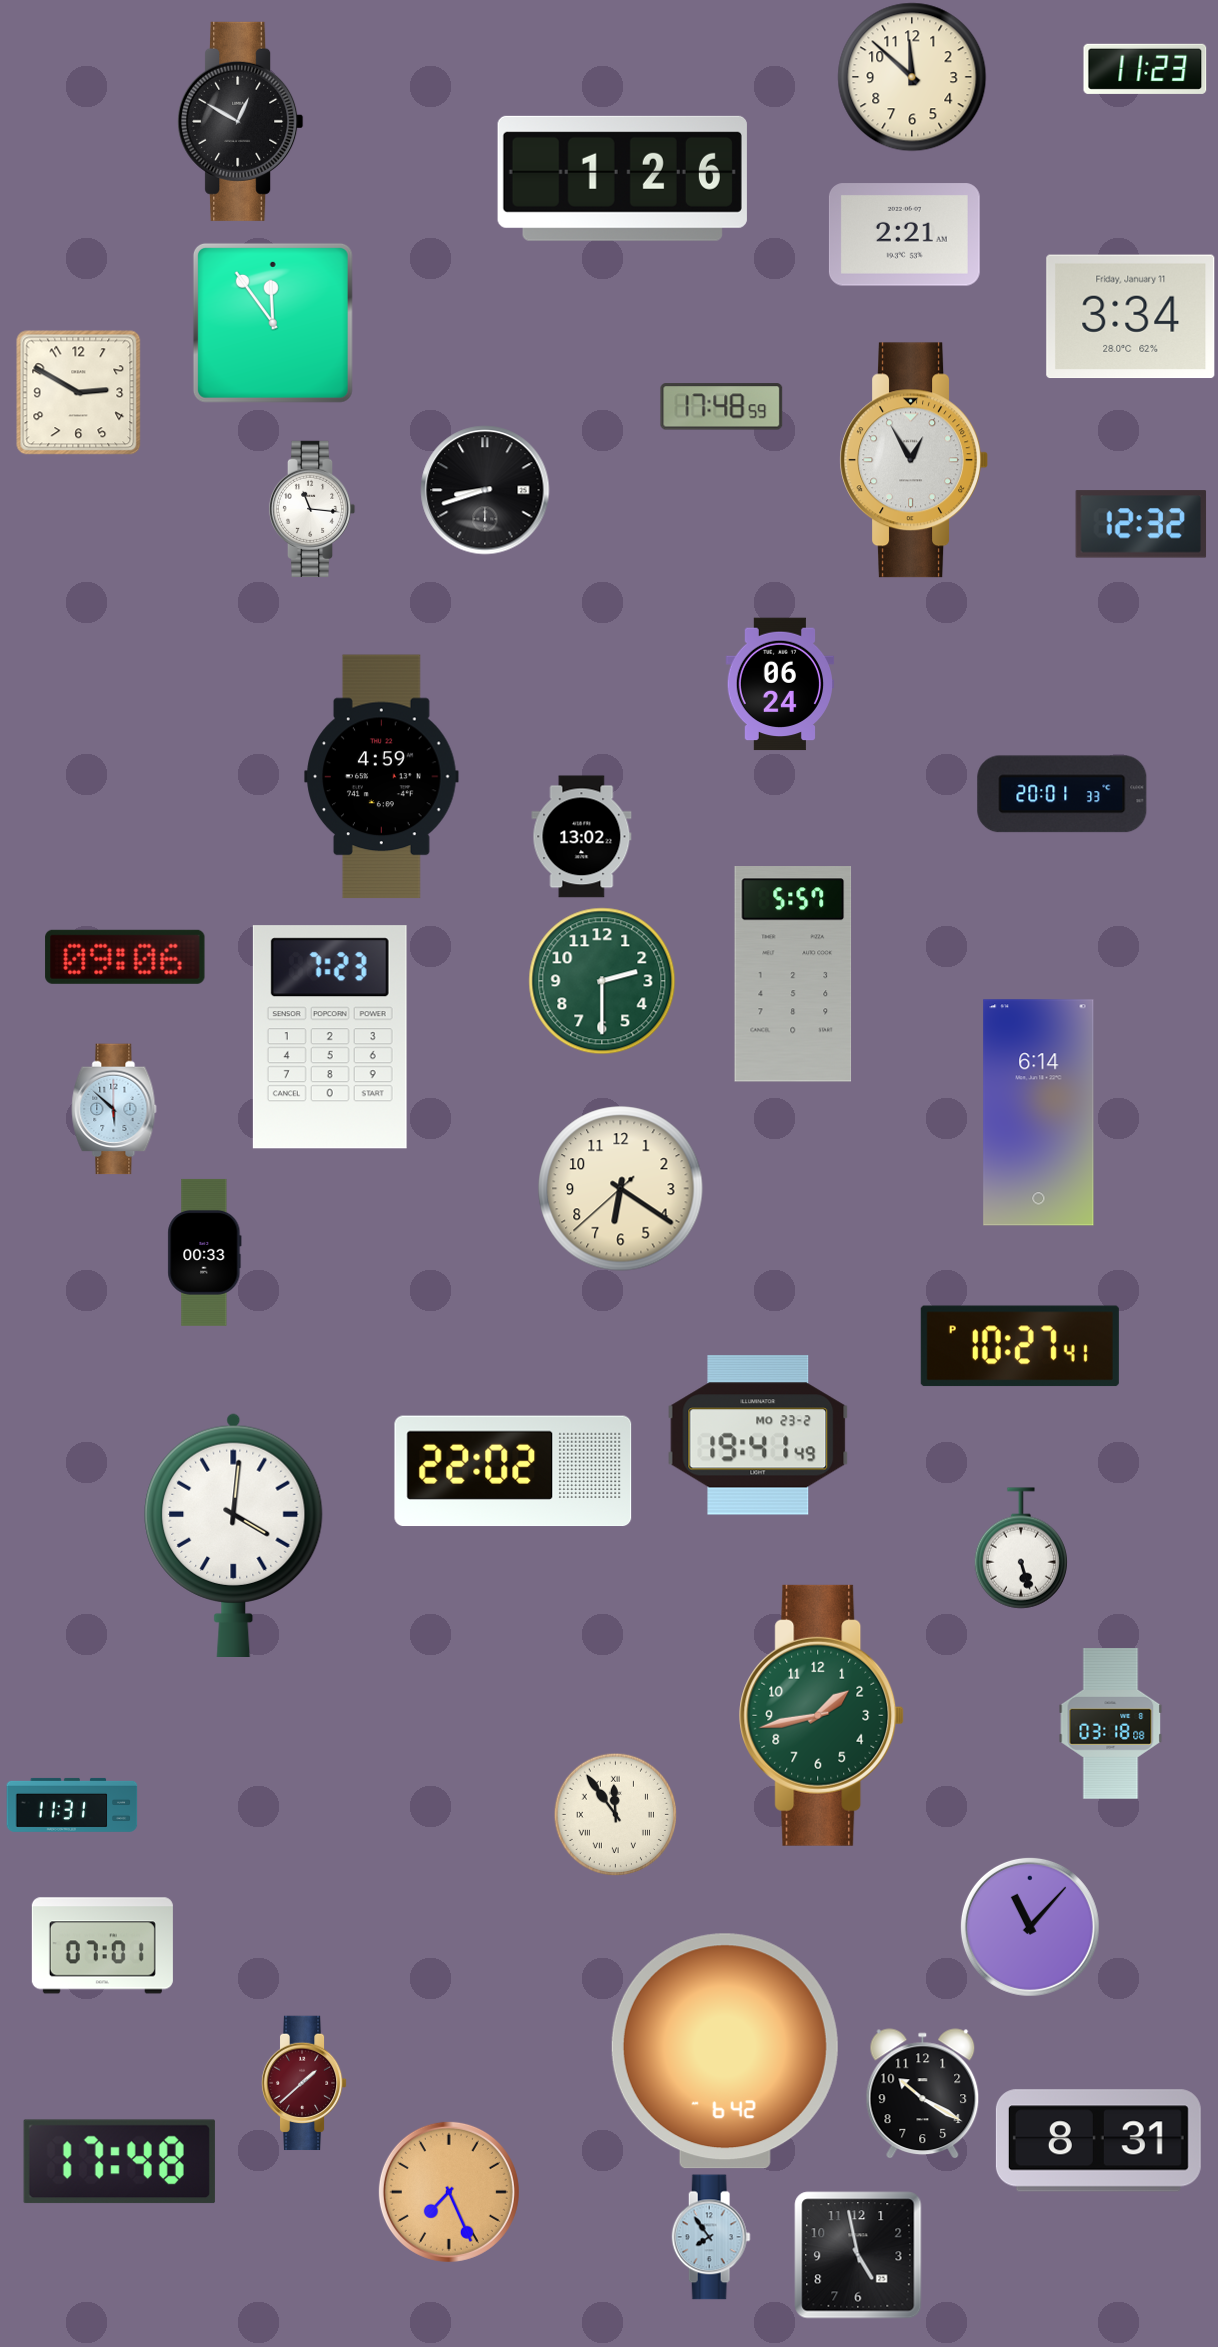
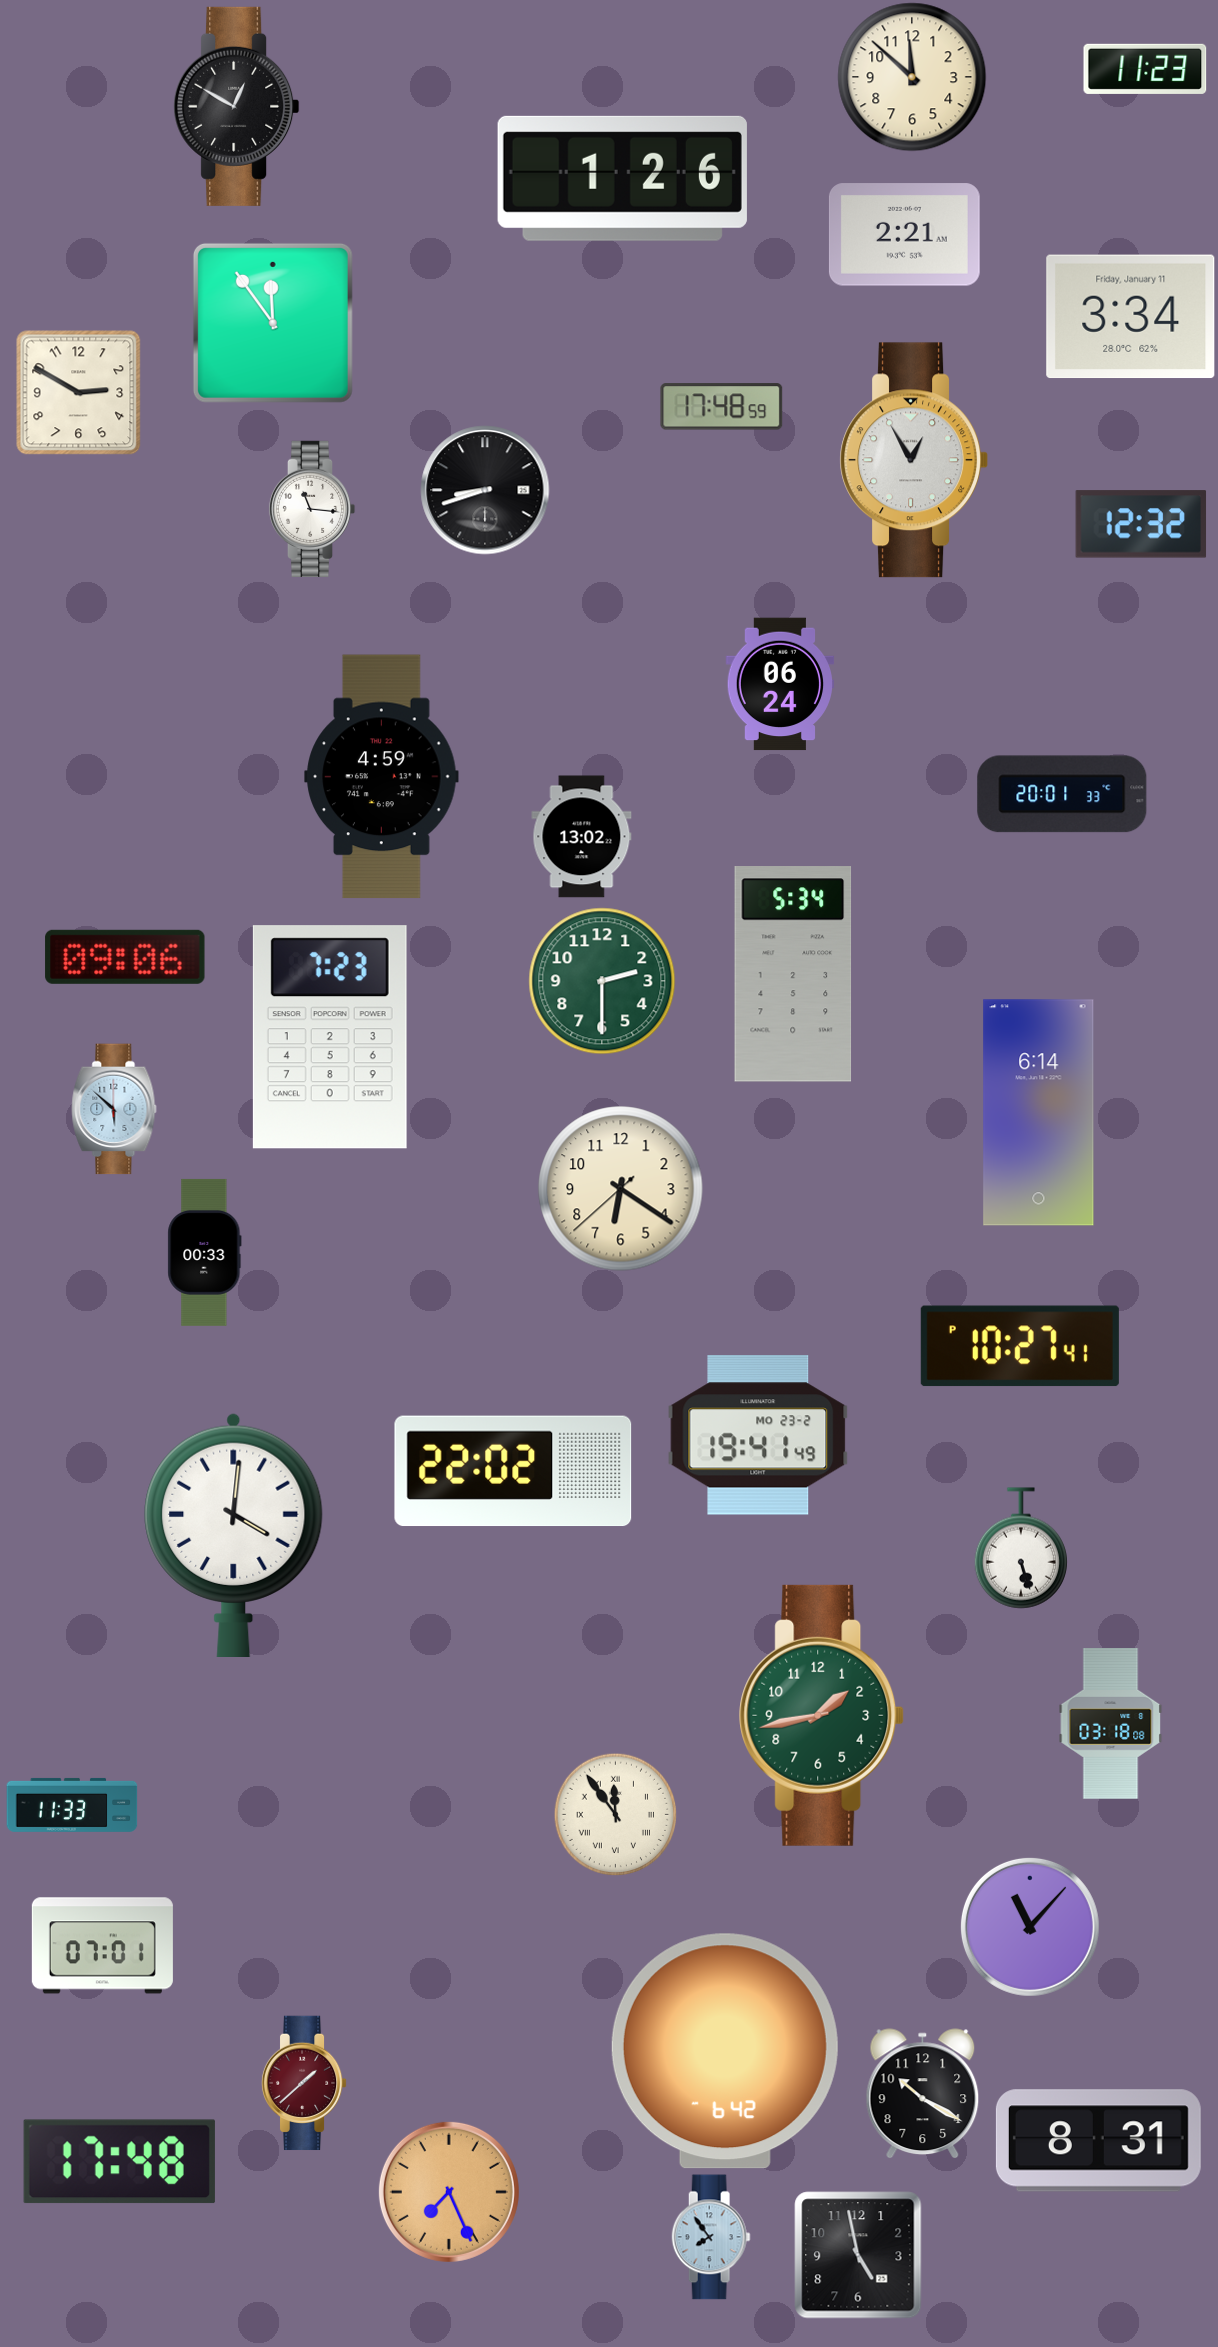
clock at (241, 121) position: (241, 121) -> (237, 106)
clock at (793, 974): 5:57 -> 5:34
clock at (72, 1805): 11:31 -> 11:33
